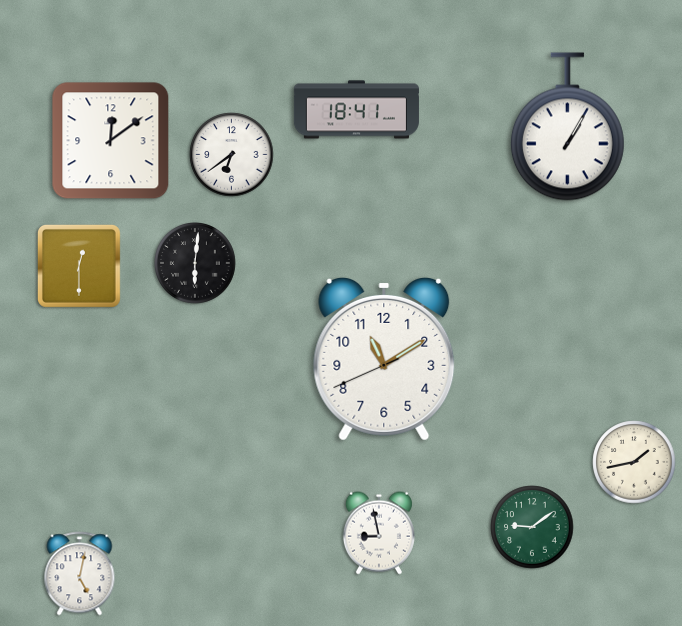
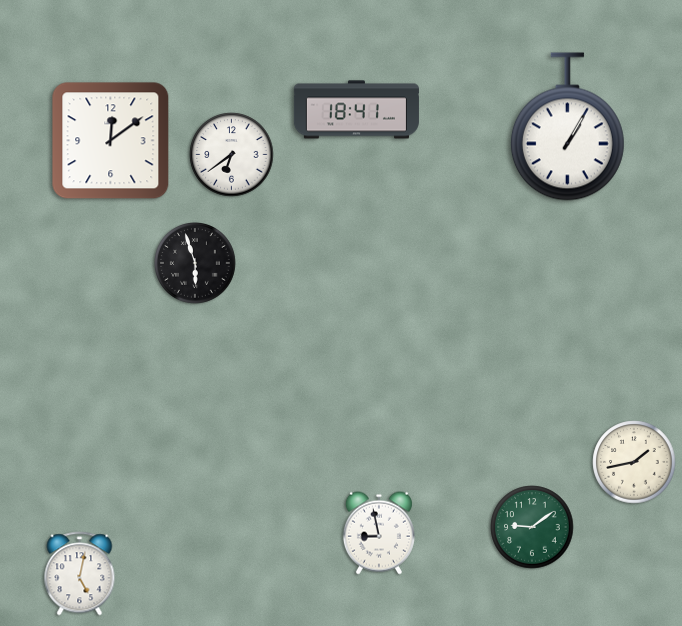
clock at (196, 264): 6:01 -> 5:57
clock at (79, 266): 12:30 -> none
clock at (384, 359): 11:09 -> none
